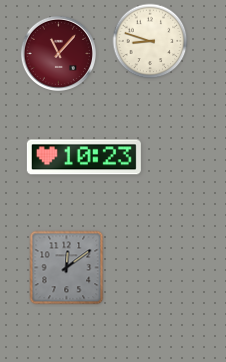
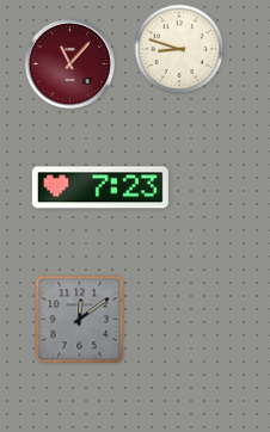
clock at (84, 157): 10:23 -> 7:23
